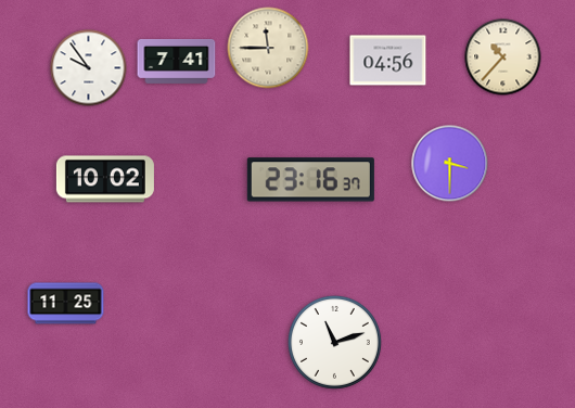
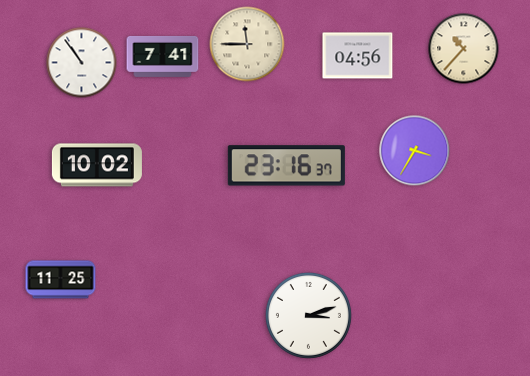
clock at (503, 58) position: (503, 58) -> (464, 49)
clock at (89, 68): 9:54 -> 10:54
clock at (450, 164): 3:30 -> 3:35
clock at (334, 342): 11:12 -> 3:12
